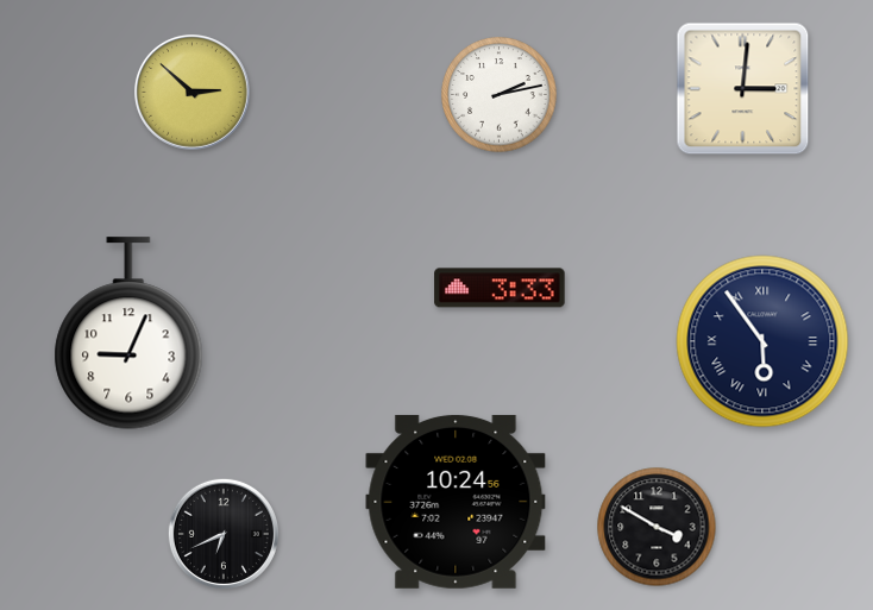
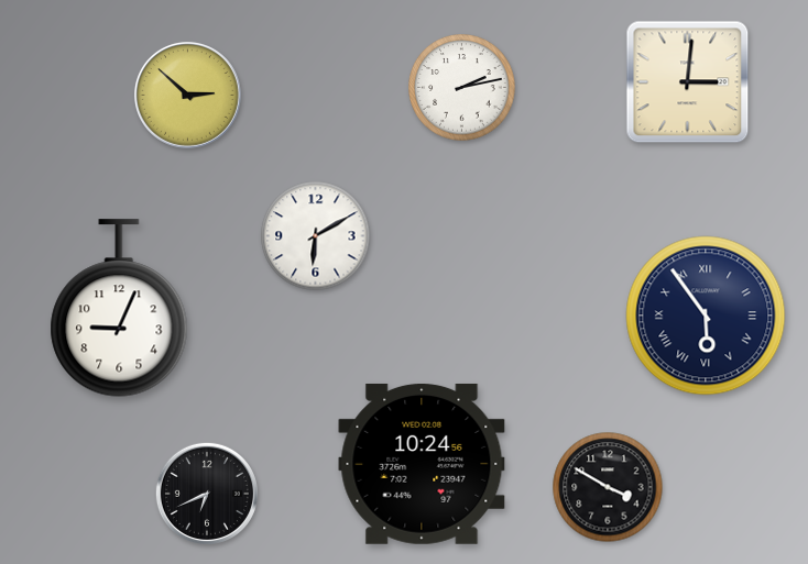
clock at (191, 92) position: (191, 92) -> (187, 95)
clock at (316, 236): none -> 6:10
clock at (500, 288): 3:33 -> none
